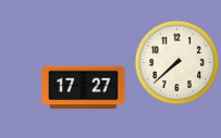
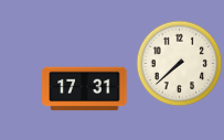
clock at (84, 88): 17:27 -> 17:31
